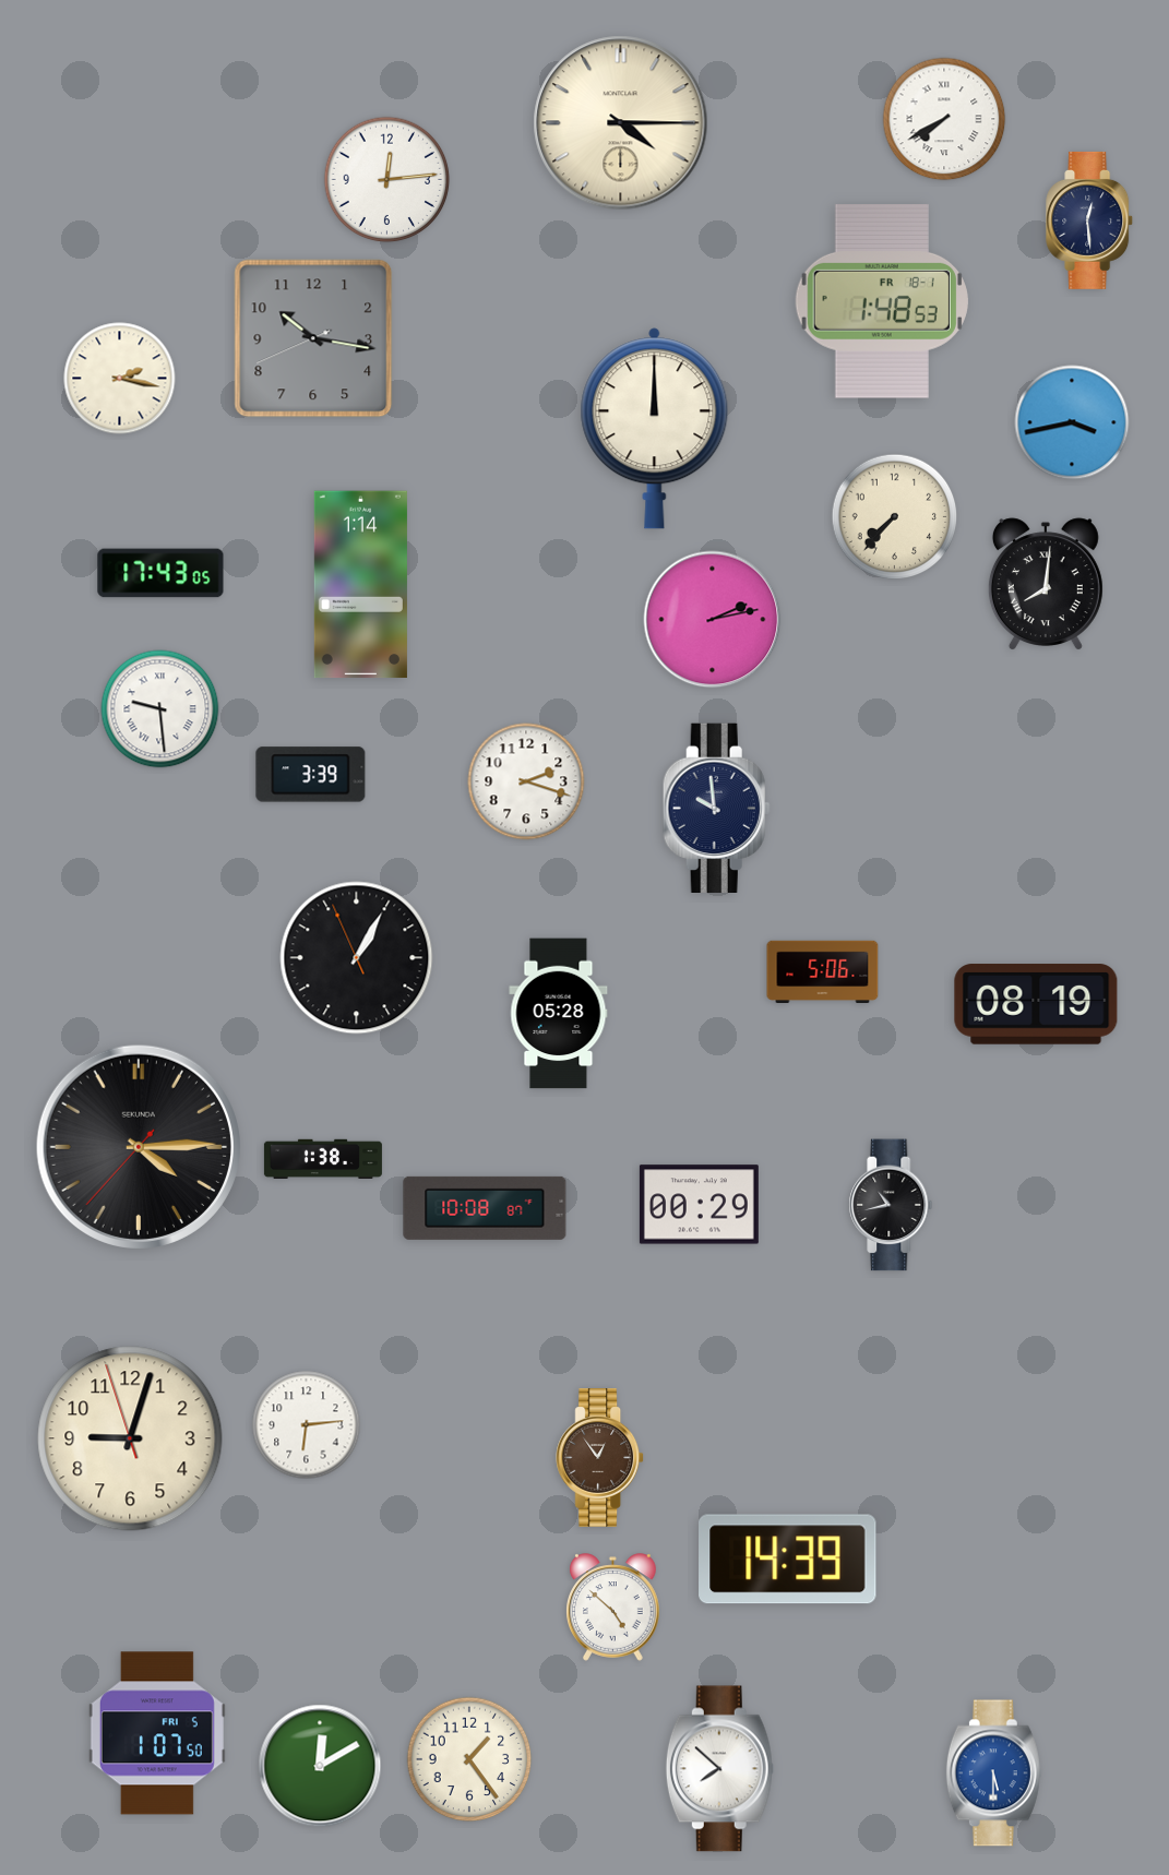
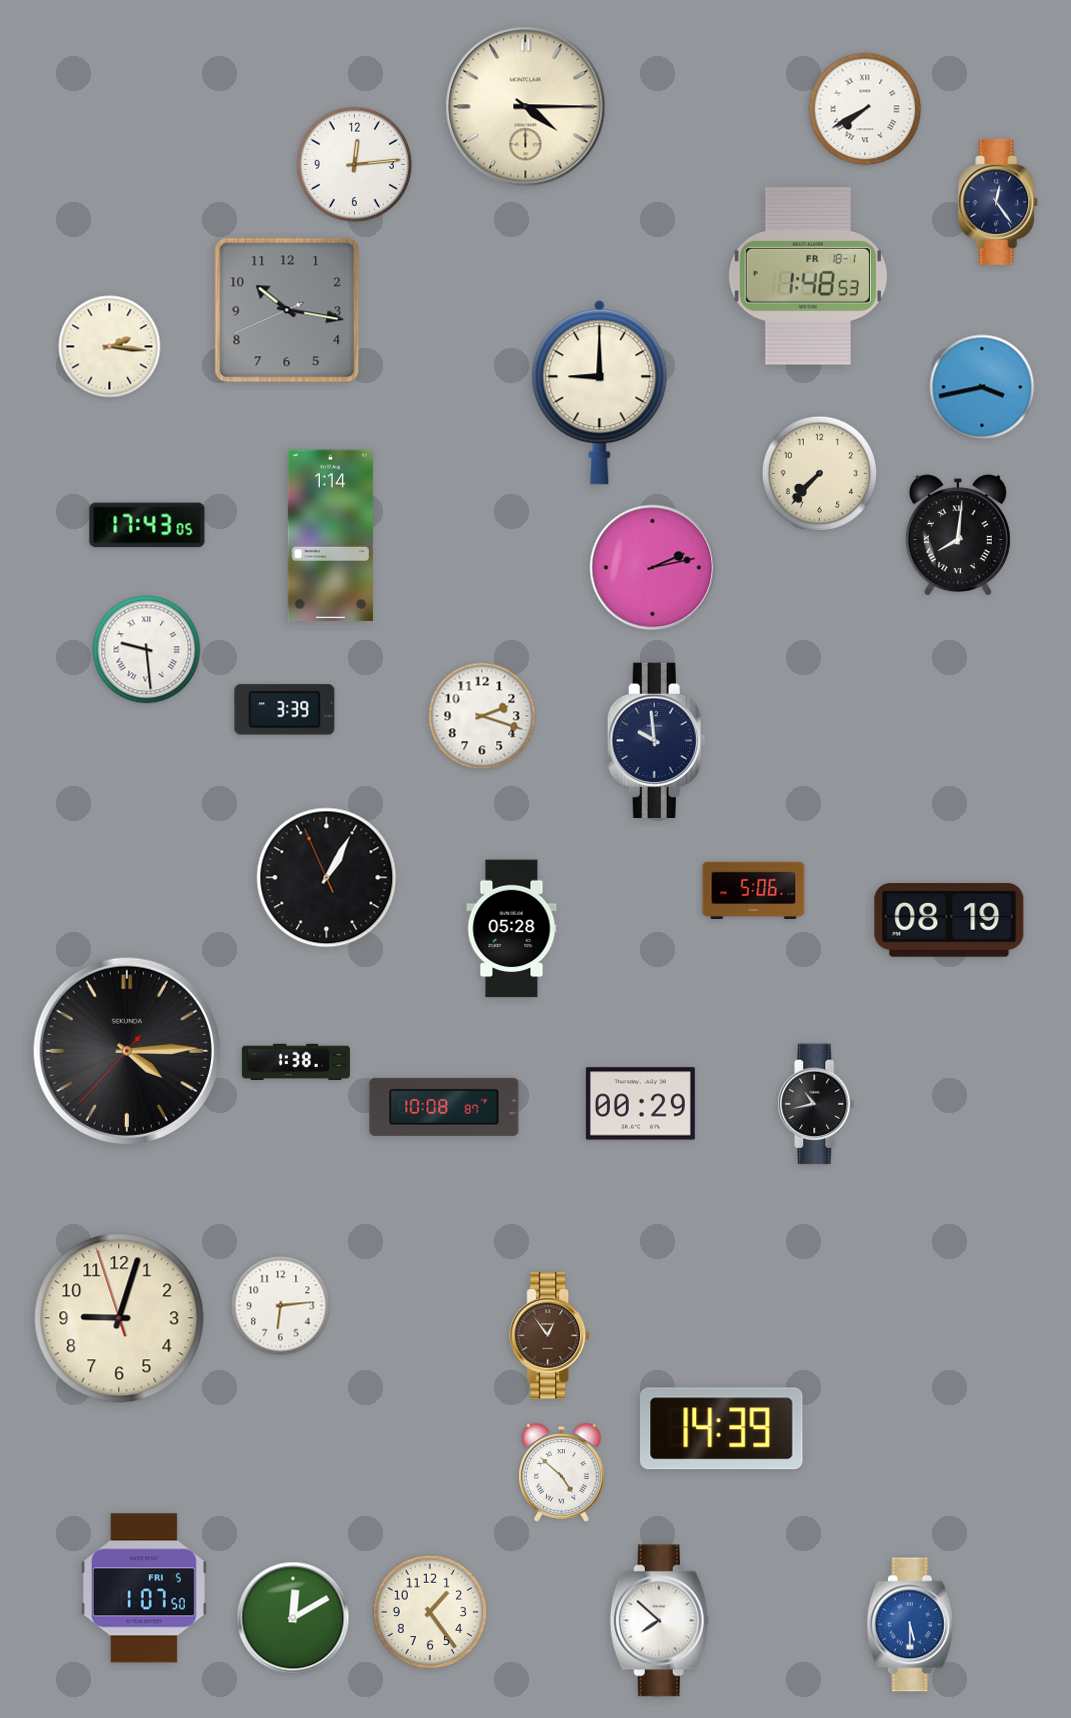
clock at (621, 123) position: (621, 123) -> (526, 107)
clock at (1090, 220): 12:29 -> 12:24
clock at (120, 379): 2:17 -> 2:16
clock at (655, 429): 12:00 -> 9:00
